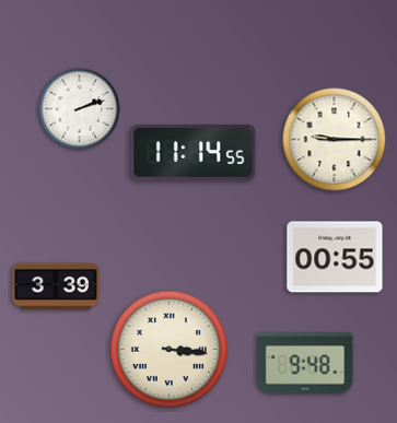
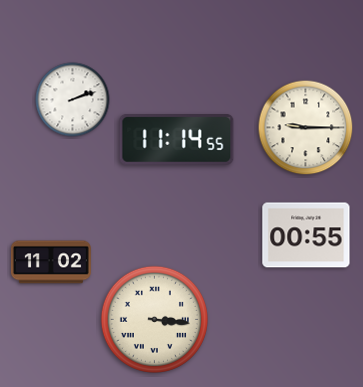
clock at (56, 286): 3:39 -> 11:02
clock at (305, 363): 9:48 -> none
